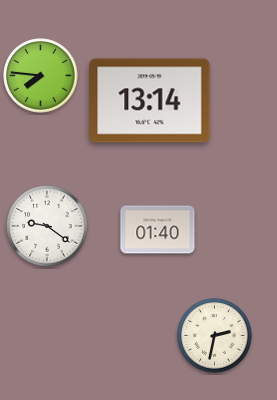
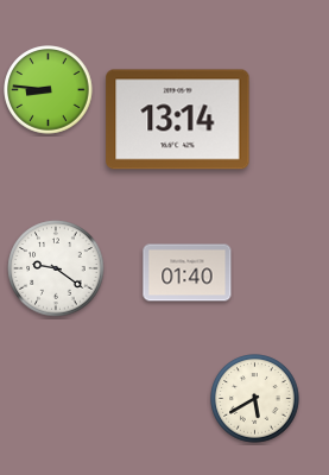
clock at (41, 76): 7:46 -> 8:46
clock at (215, 336): 2:32 -> 5:40
